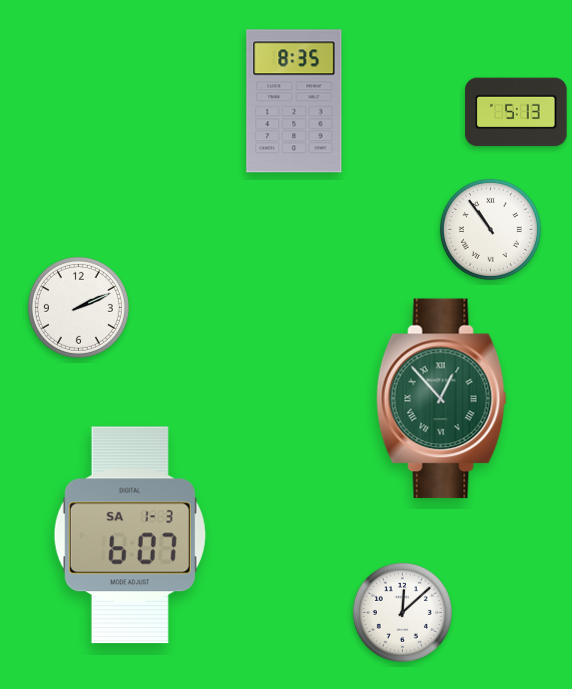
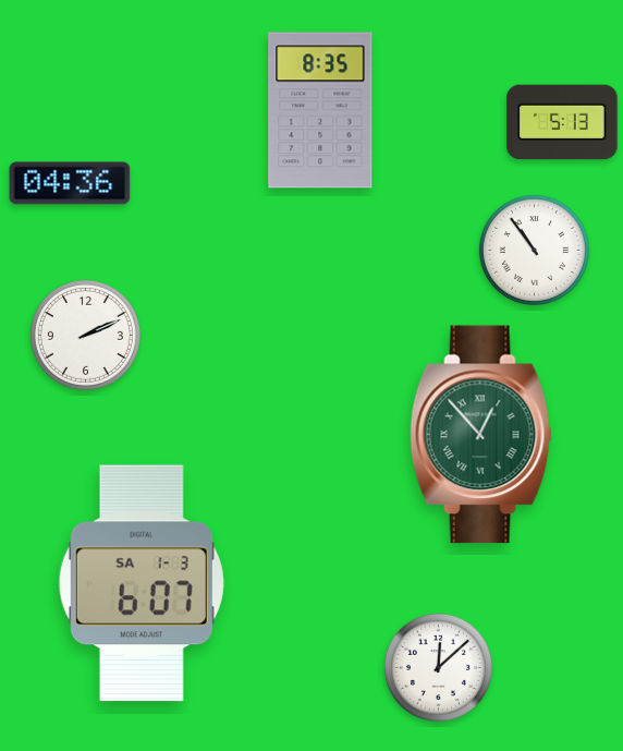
clock at (70, 183): none -> 04:36
